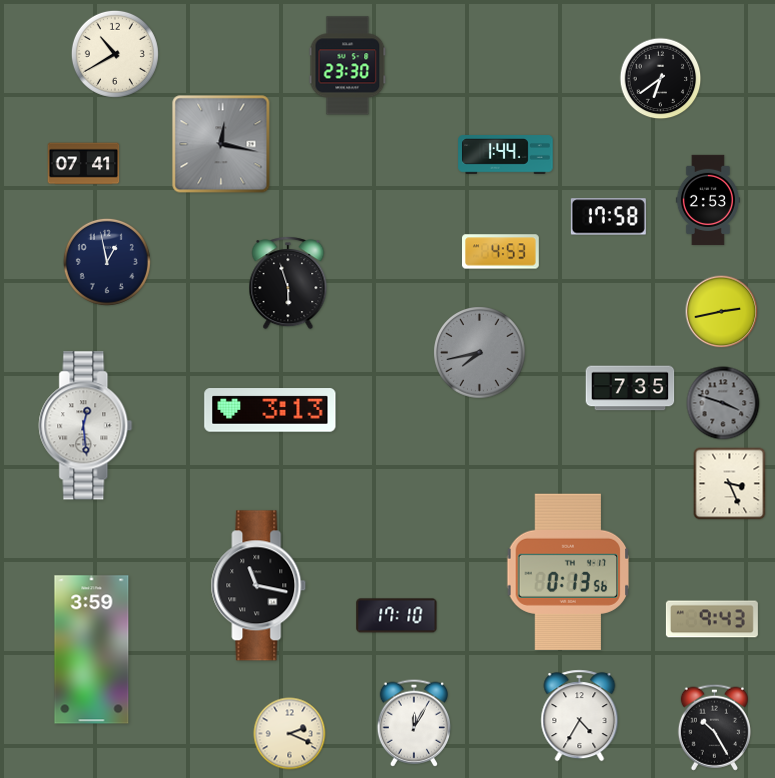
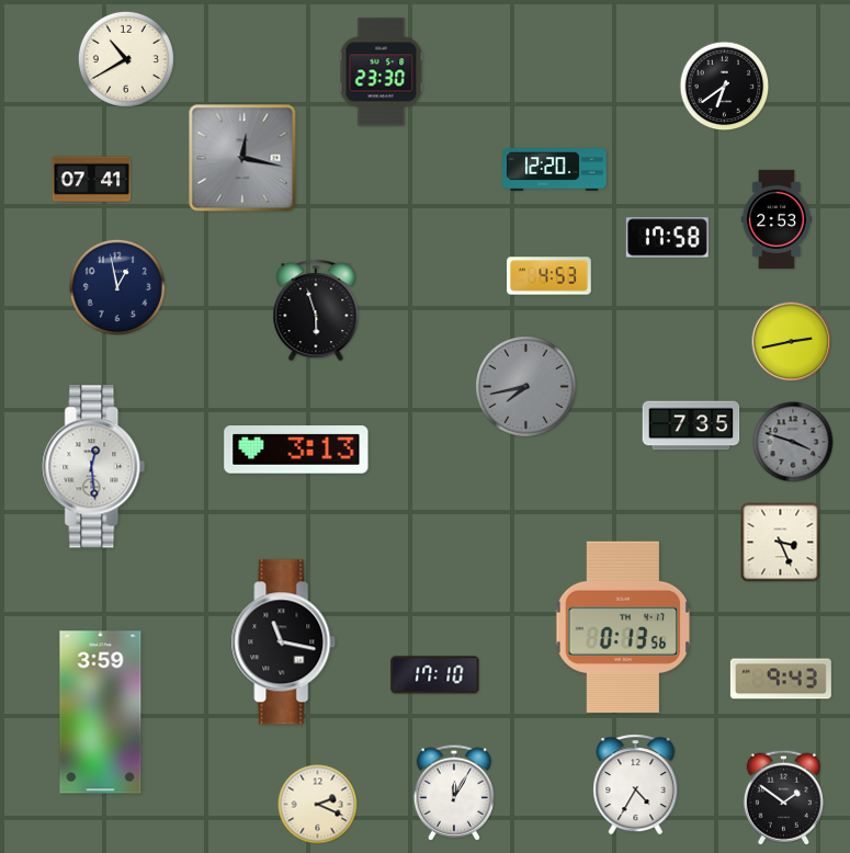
clock at (506, 155): 1:44 -> 12:20
clock at (730, 484) position: (730, 484) -> (781, 543)
clock at (714, 727): 10:25 -> 1:51
